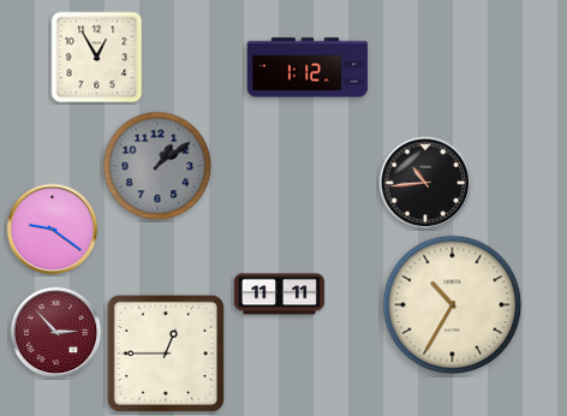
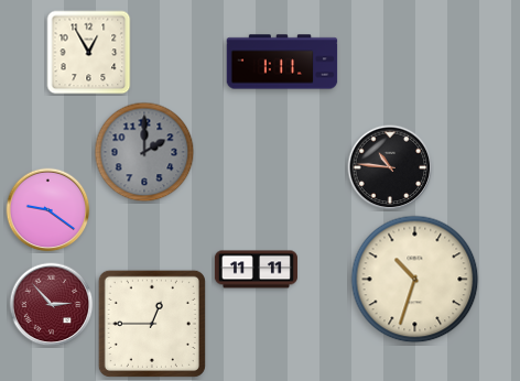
clock at (308, 67): 1:12 -> 1:11
clock at (157, 166): 1:09 -> 2:00
clock at (425, 183): 10:44 -> 10:46
clock at (453, 305): 10:35 -> 10:33
